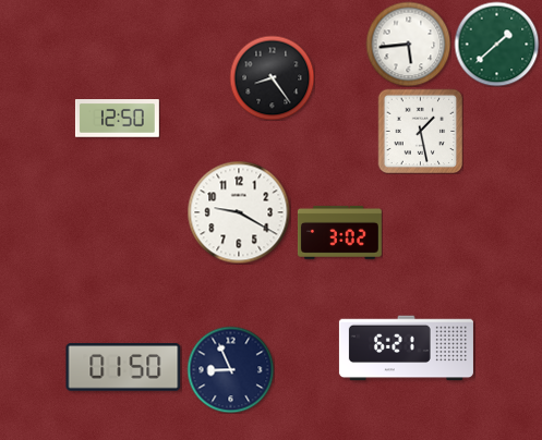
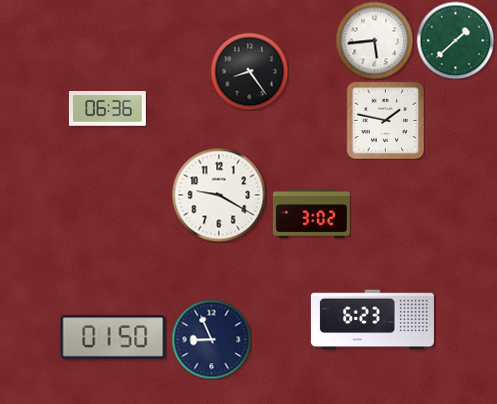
clock at (117, 119): 12:50 -> 06:36
clock at (420, 131): 1:28 -> 1:47
clock at (406, 349): 6:21 -> 6:23
